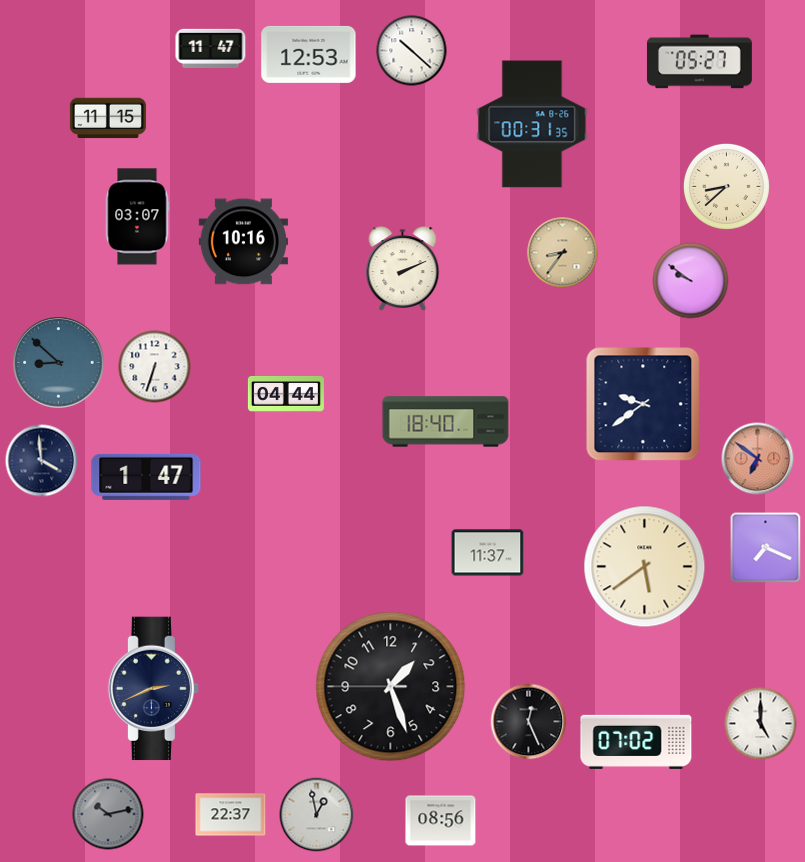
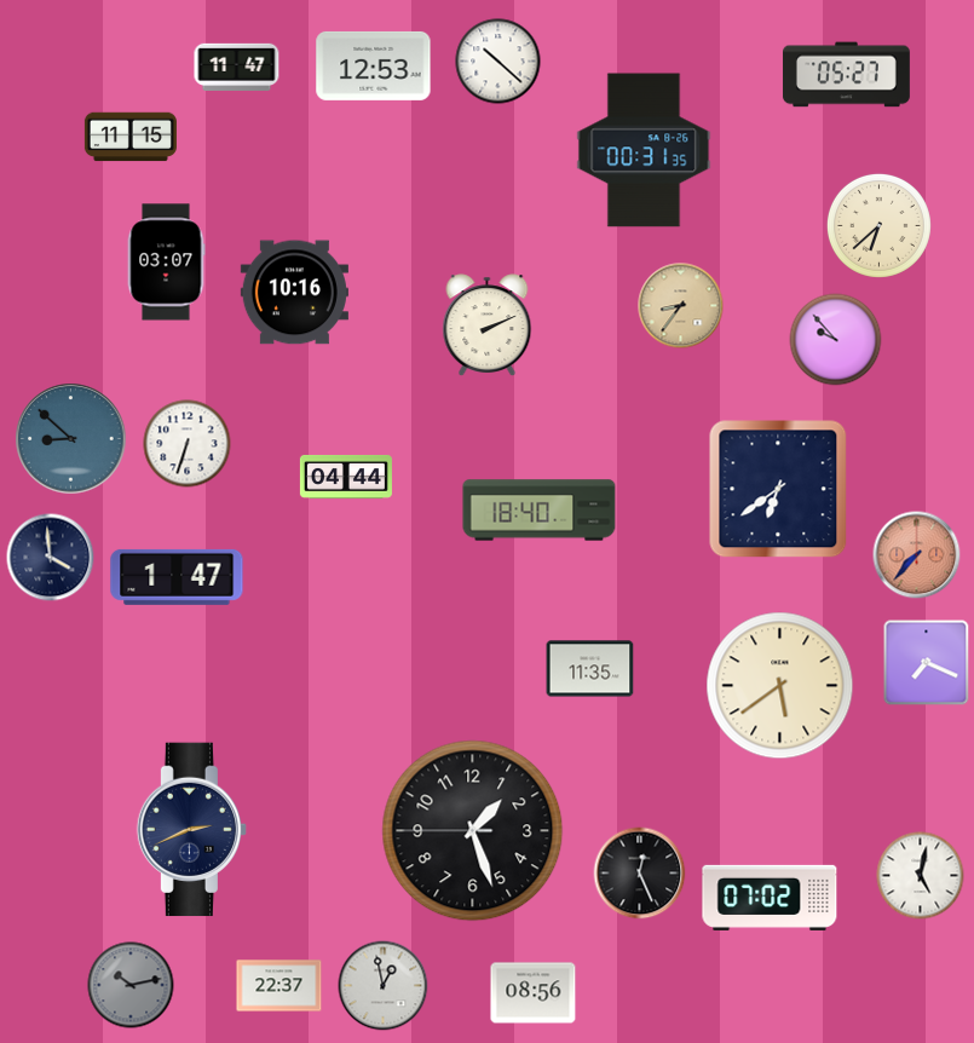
clock at (211, 48) position: (211, 48) -> (237, 67)
clock at (108, 118) position: (108, 118) -> (131, 137)
clock at (726, 186): 8:38 -> 6:38
clock at (691, 281): 9:51 -> 9:53
clock at (643, 404): 9:39 -> 6:39
clock at (758, 459): 6:51 -> 7:37
clock at (488, 553): 11:37 -> 11:35
clock at (153, 689) position: (153, 689) -> (191, 830)
clock at (761, 724): 5:00 -> 5:02
